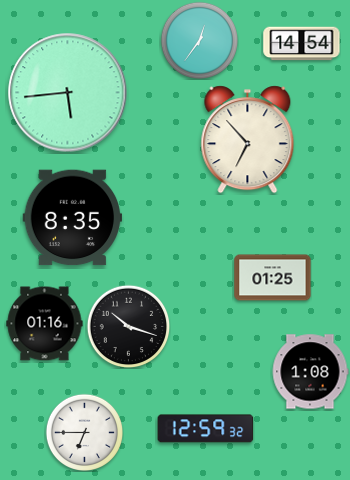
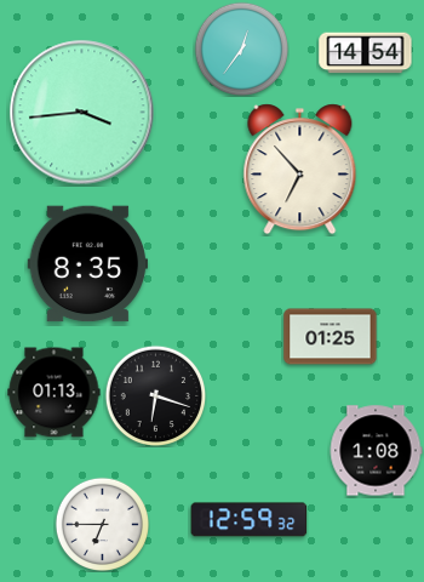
clock at (68, 93): 5:44 -> 3:44
clock at (45, 324): 01:16 -> 01:13
clock at (128, 326): 10:18 -> 6:18
